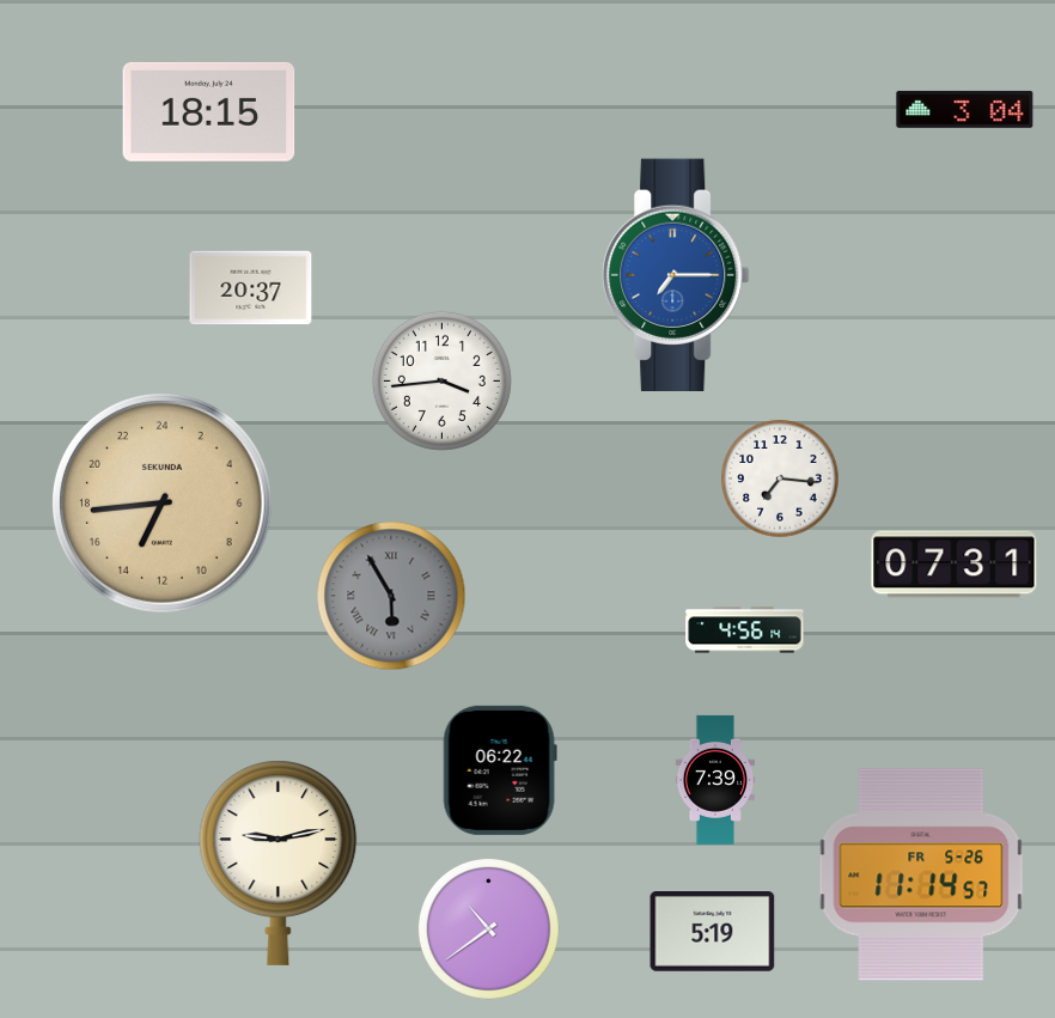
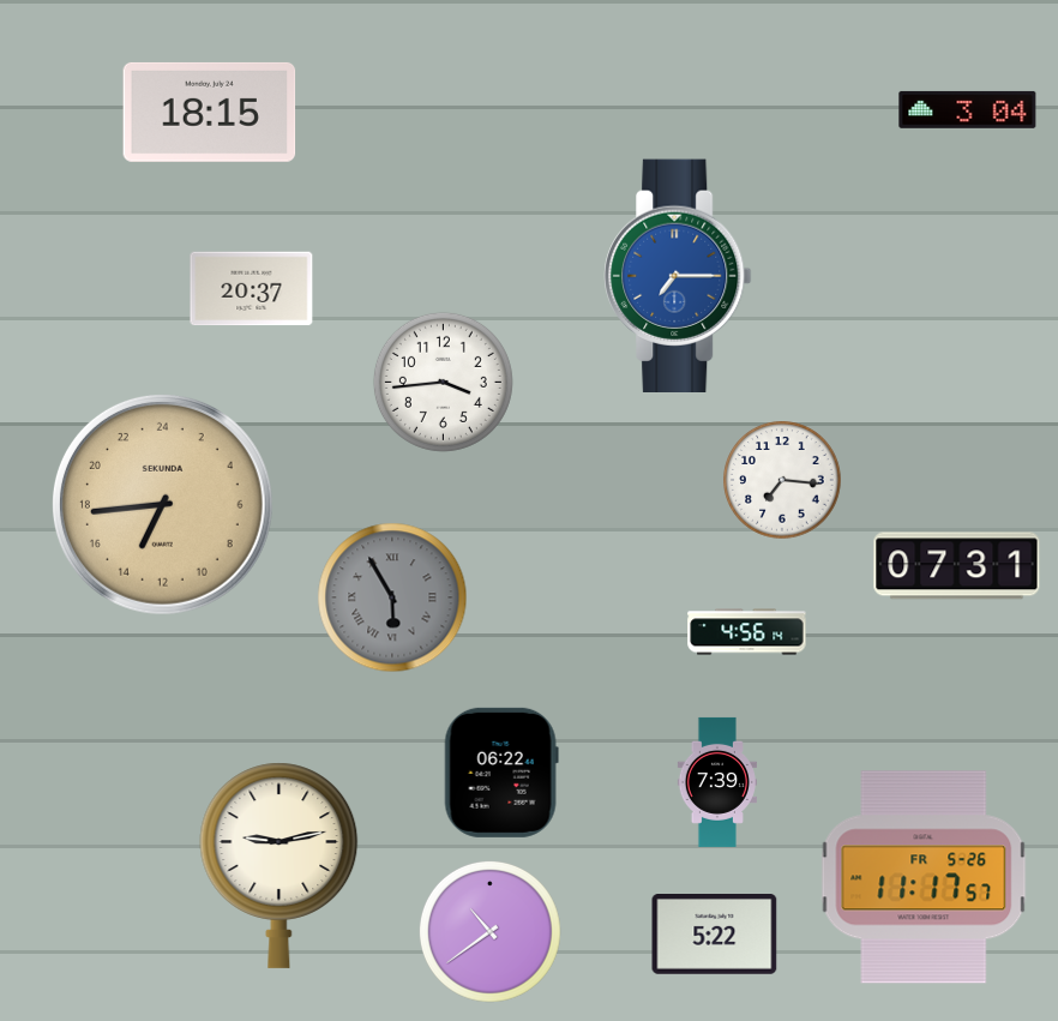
clock at (921, 874): 11:14 -> 11:17
clock at (713, 932): 5:19 -> 5:22
